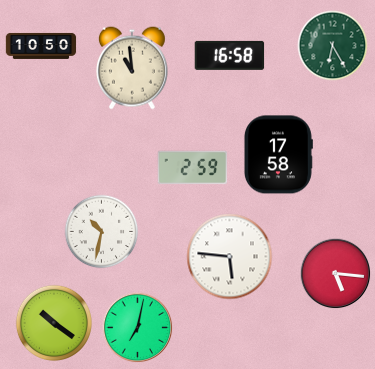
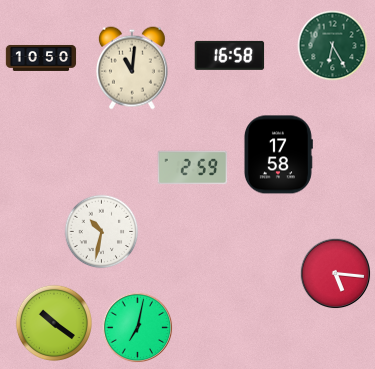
clock at (41, 46) position: (41, 46) -> (41, 58)
clock at (132, 68): 10:59 -> 11:01
clock at (230, 257): 5:46 -> none
